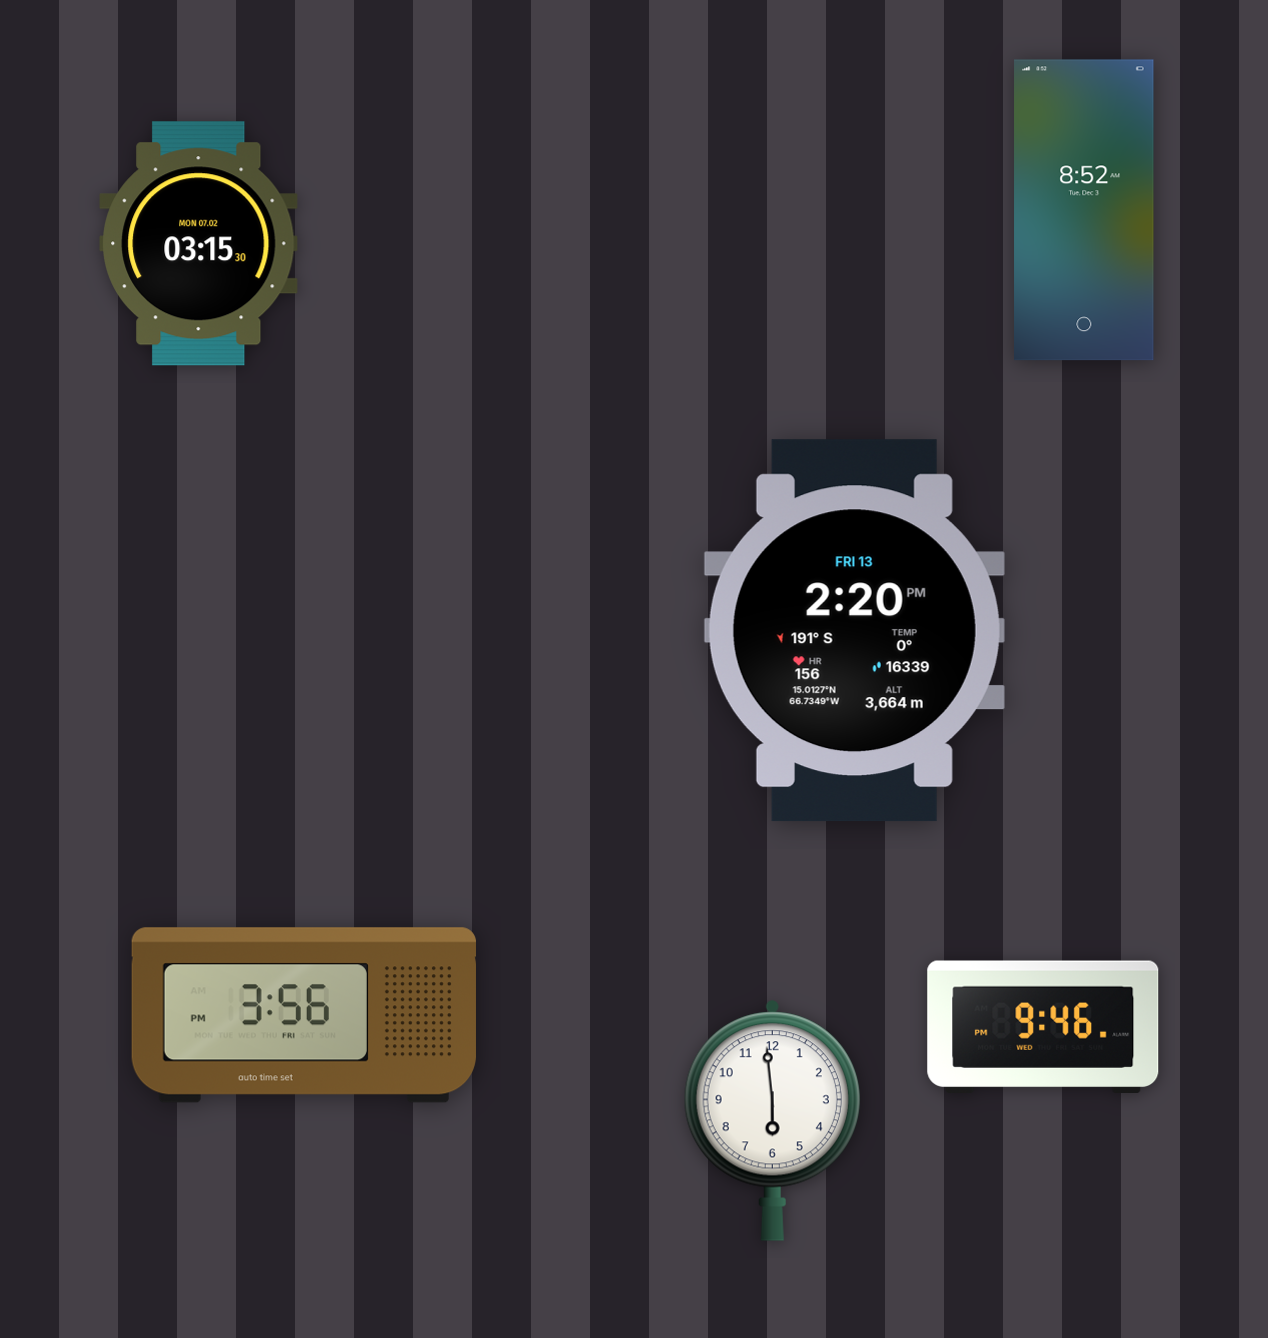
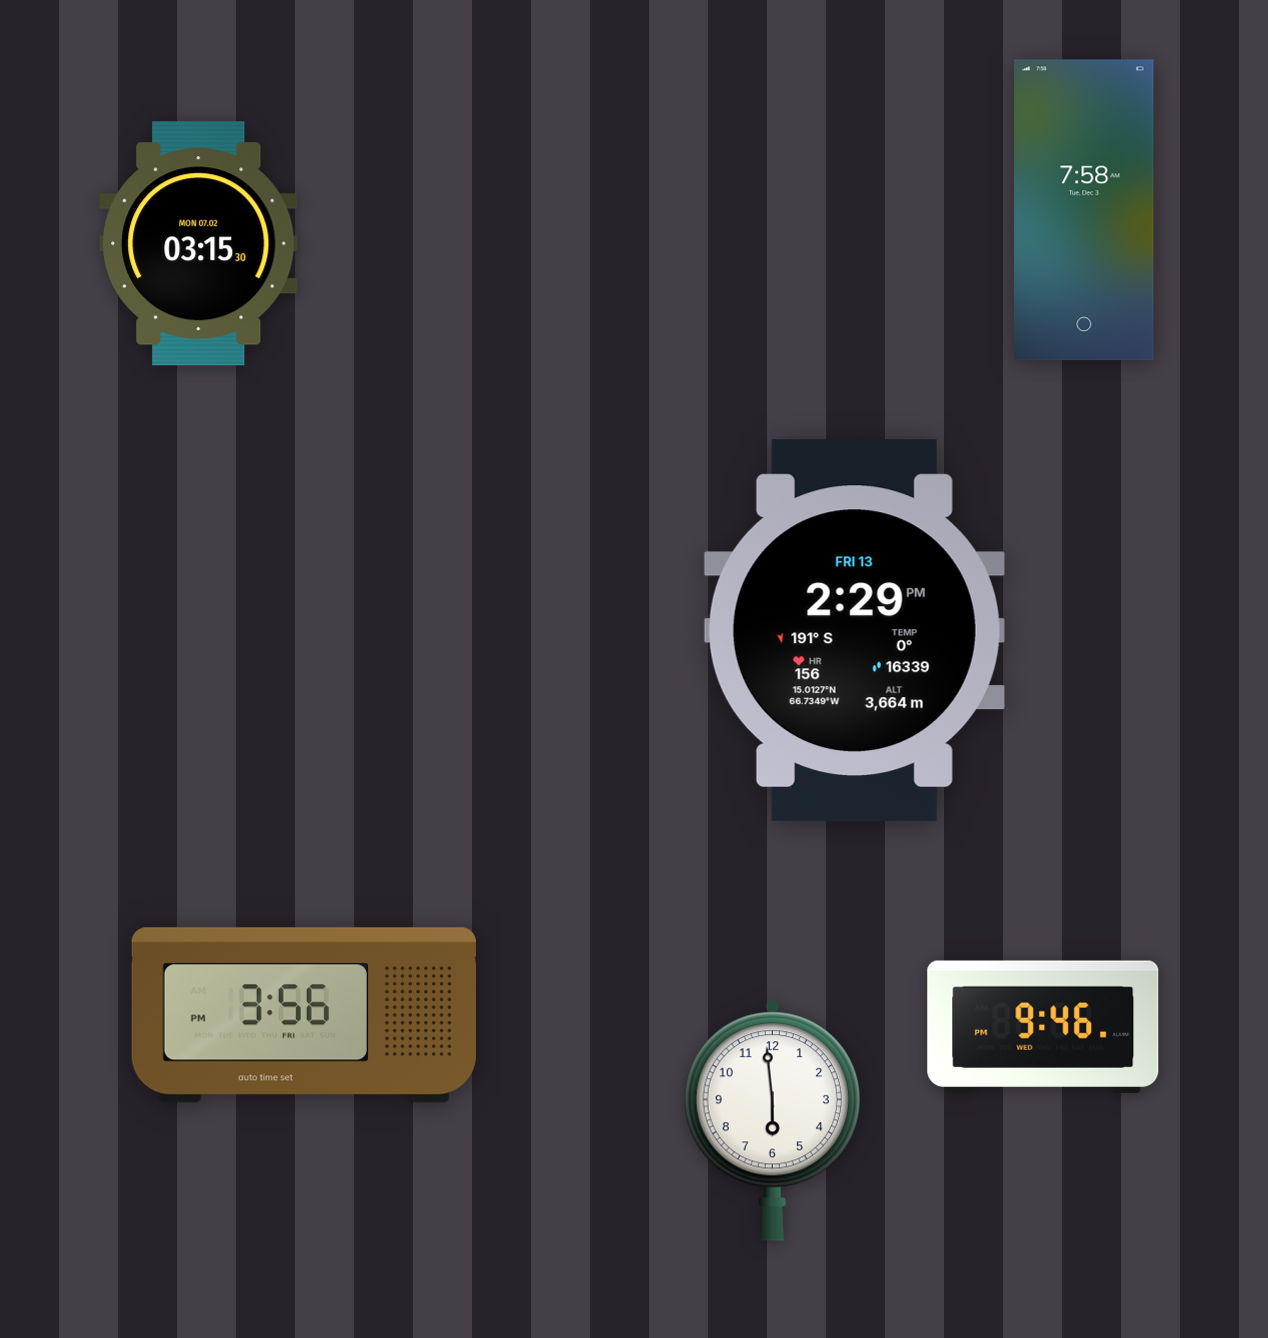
clock at (1084, 210): 8:52 -> 7:58
clock at (854, 631): 2:20 -> 2:29
